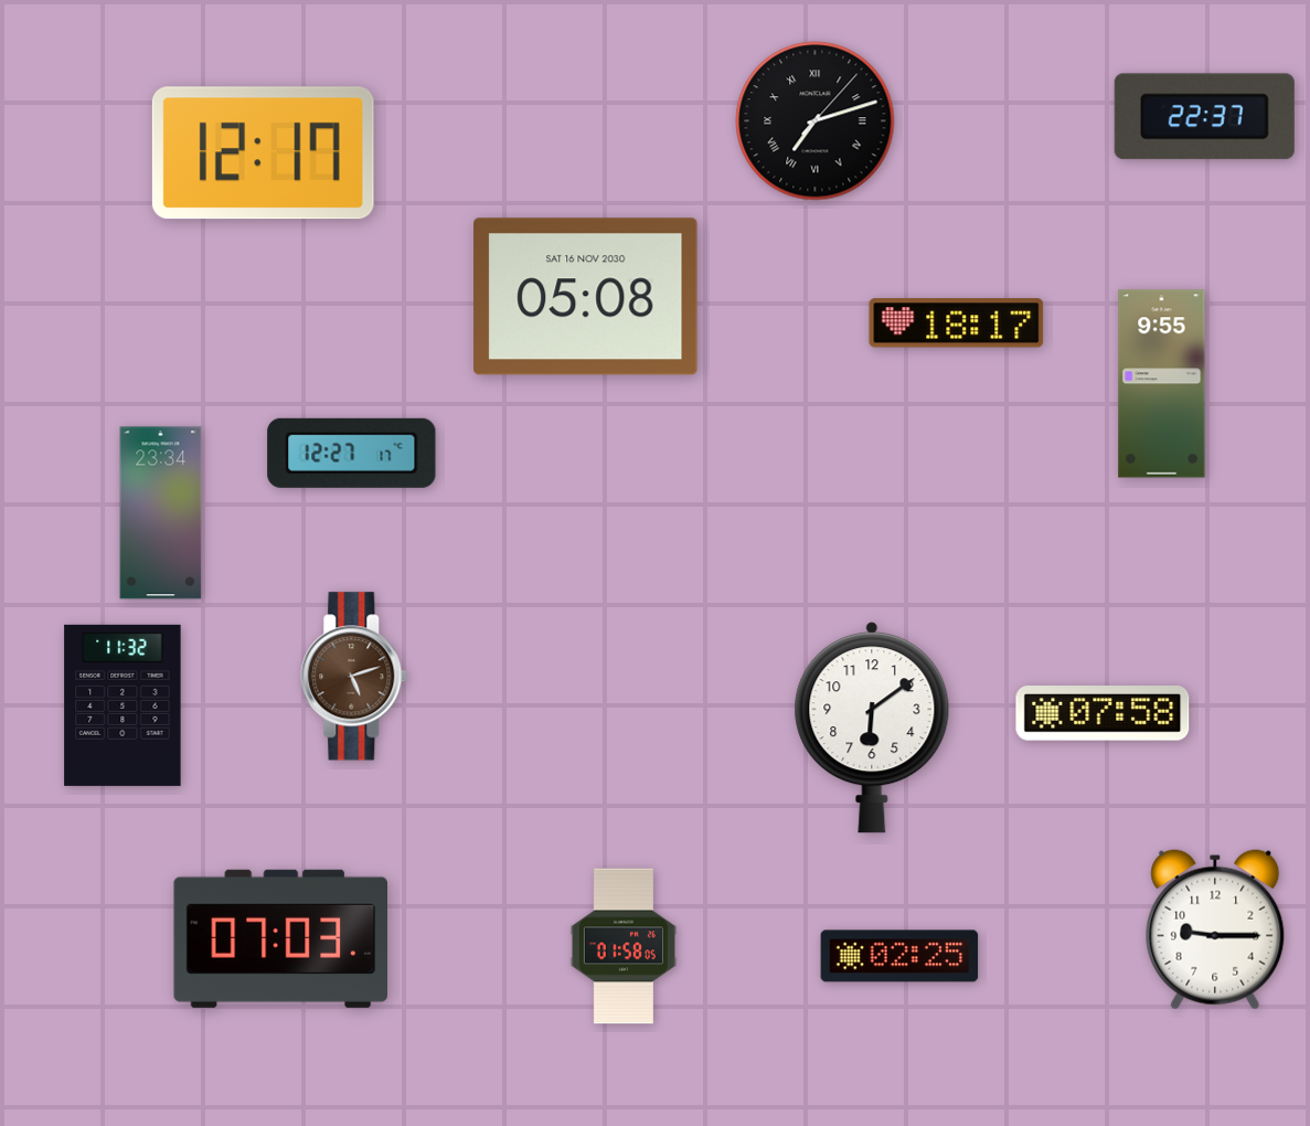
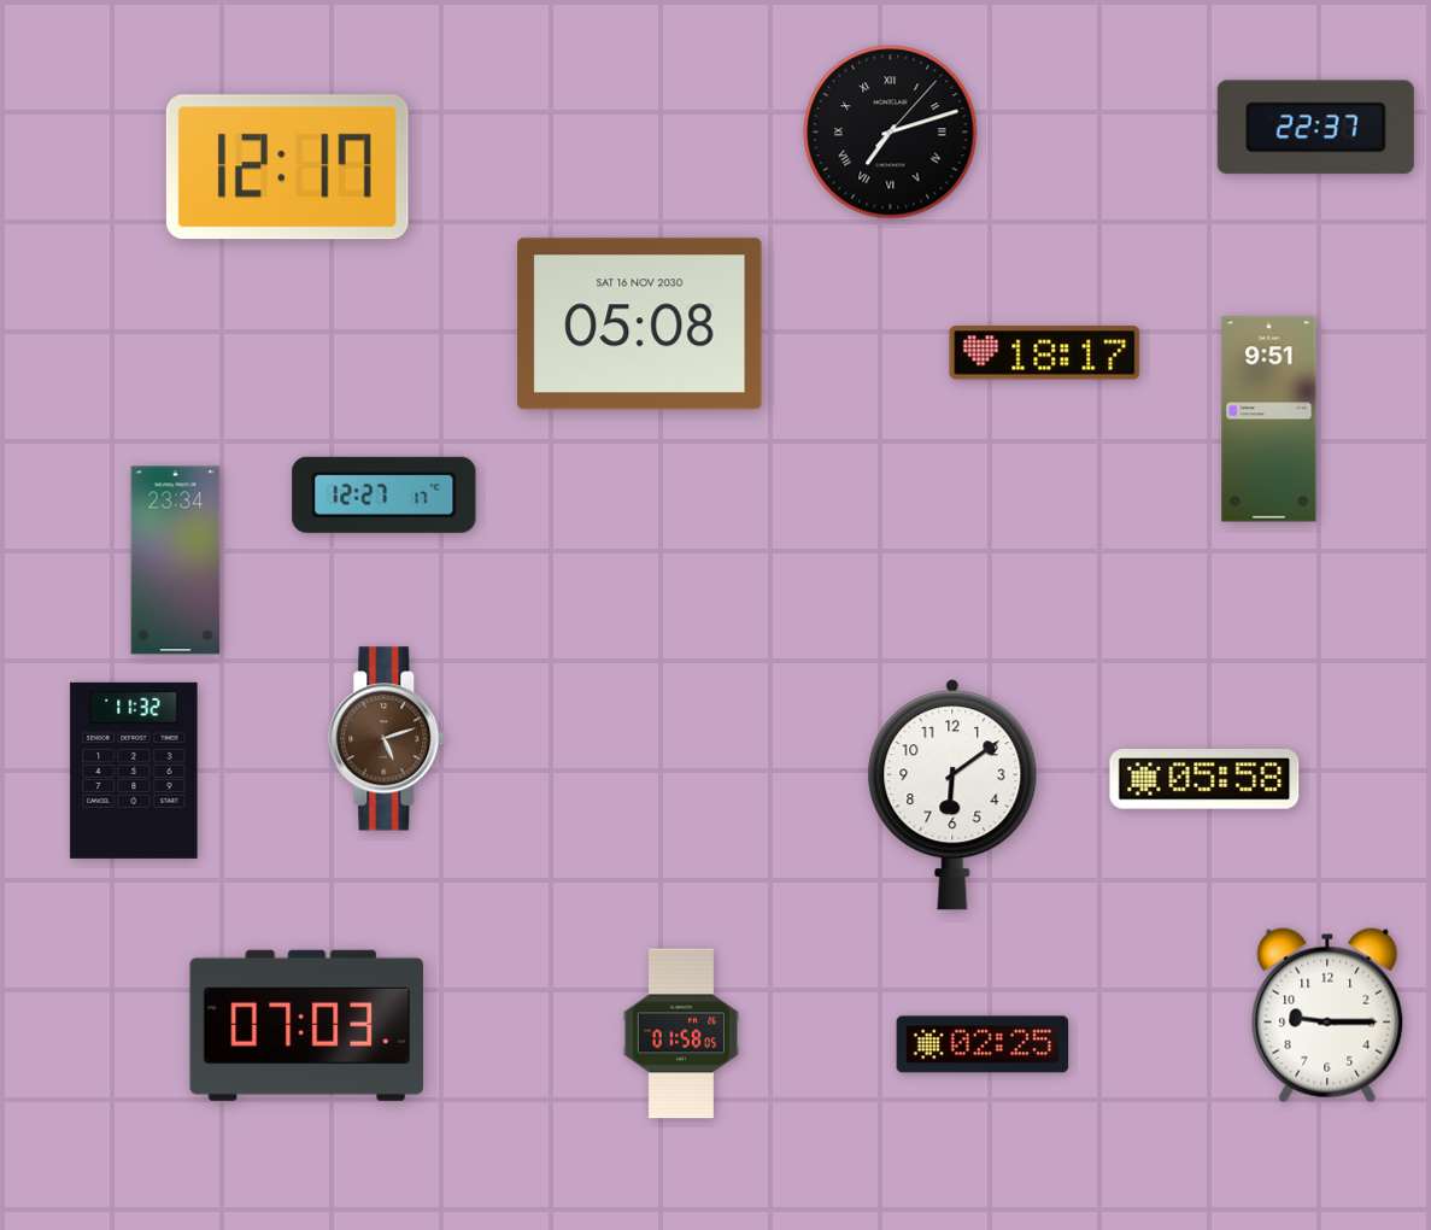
clock at (1162, 384): 9:55 -> 9:51
clock at (1103, 714): 07:58 -> 05:58
